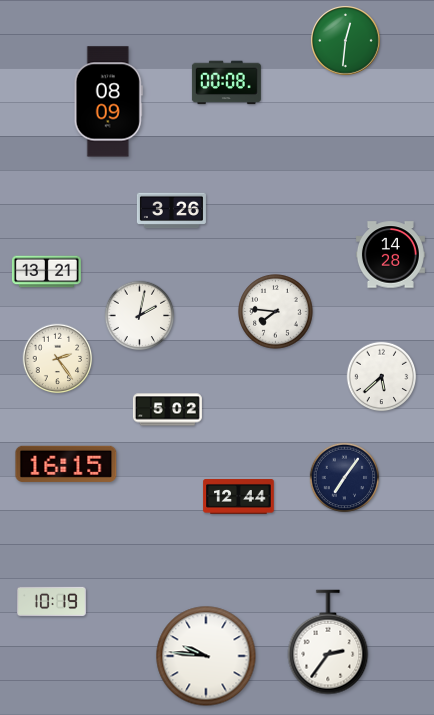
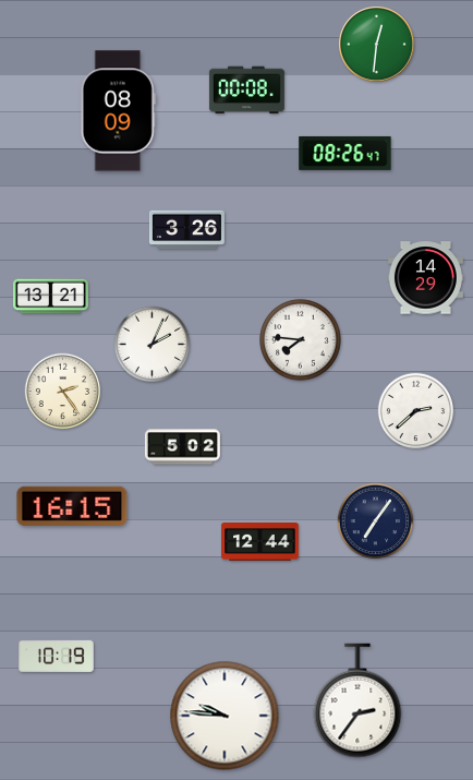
clock at (345, 153): none -> 08:26
clock at (390, 255): 14:28 -> 14:29
clock at (140, 316): 2:02 -> 2:04
clock at (382, 377): 5:38 -> 2:38
